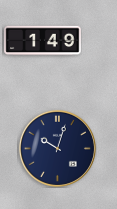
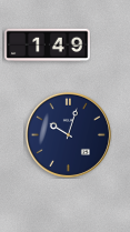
clock at (57, 148) position: (57, 148) -> (68, 134)
